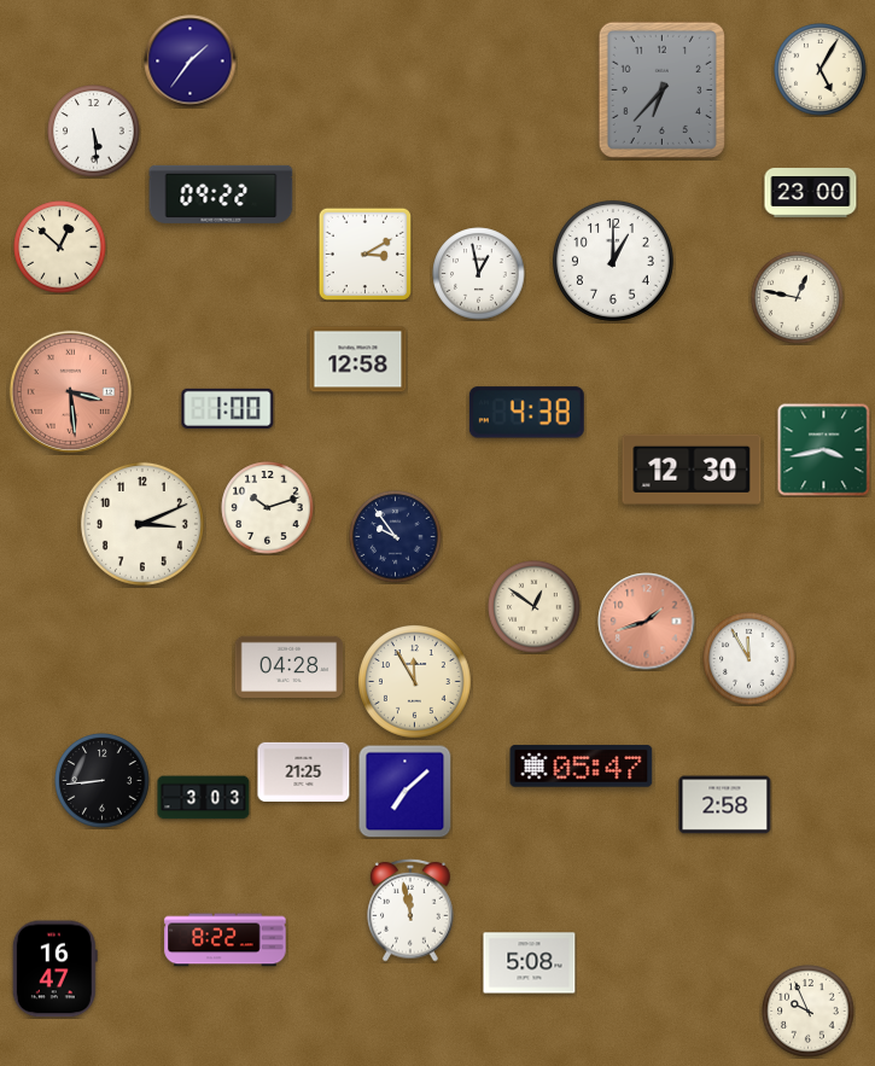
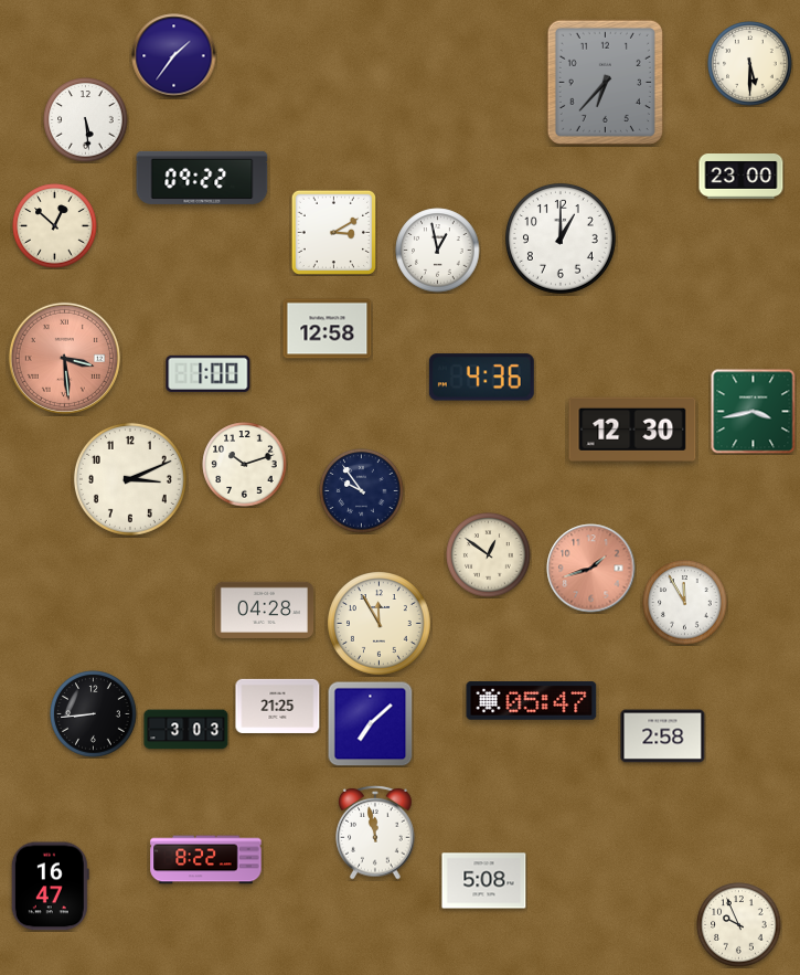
clock at (821, 70): 5:05 -> 5:30
clock at (798, 298): 12:47 -> none
clock at (526, 413): 4:38 -> 4:36
